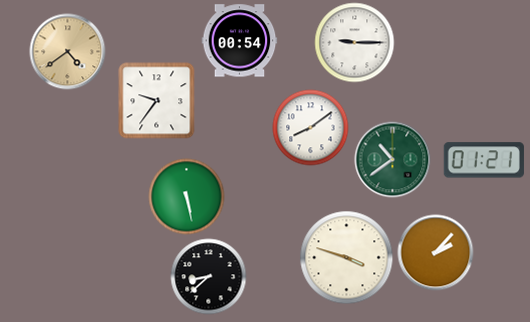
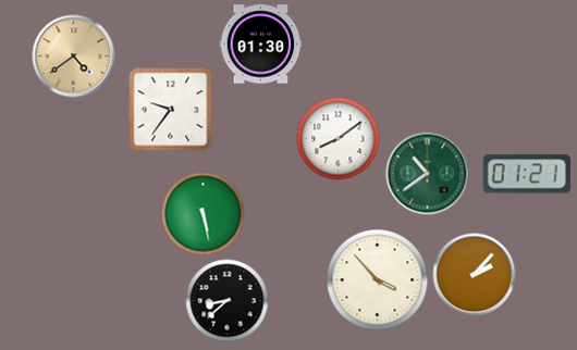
clock at (240, 41): 00:54 -> 01:30
clock at (355, 43): 9:15 -> none
clock at (347, 258): 3:48 -> 3:53
